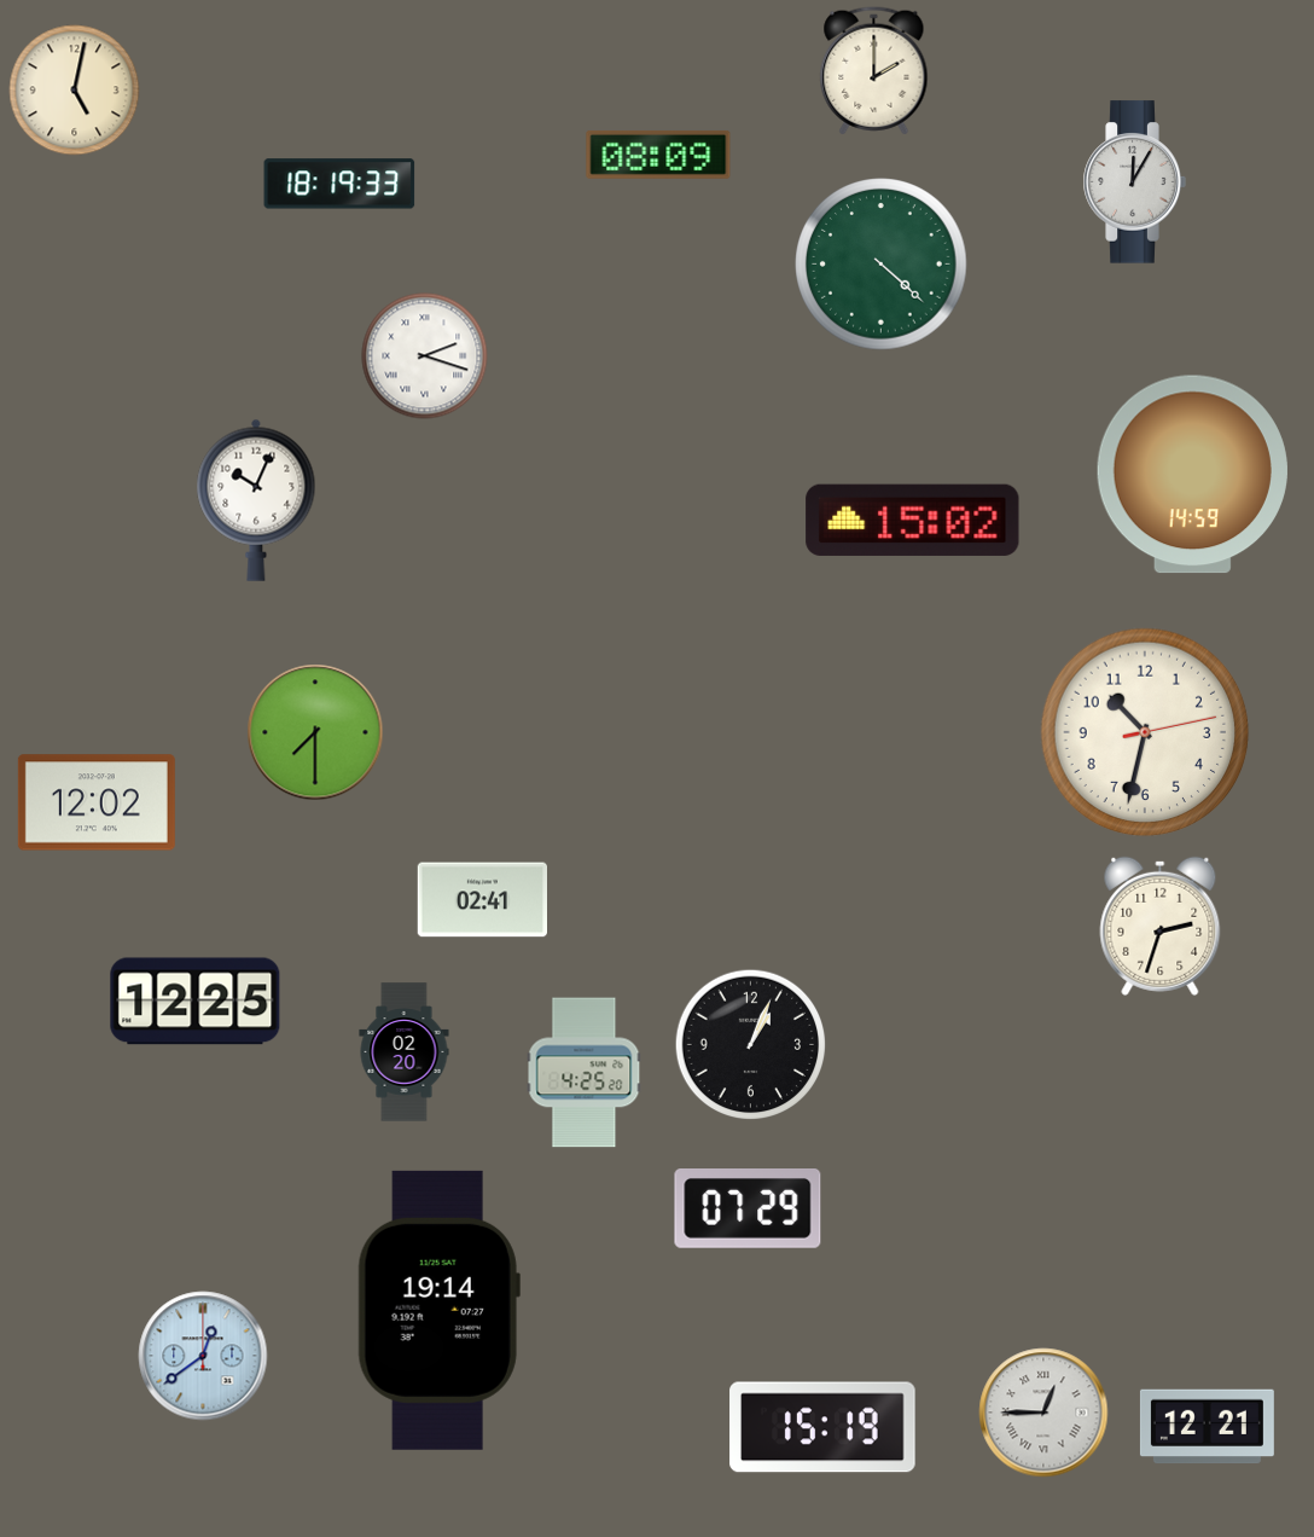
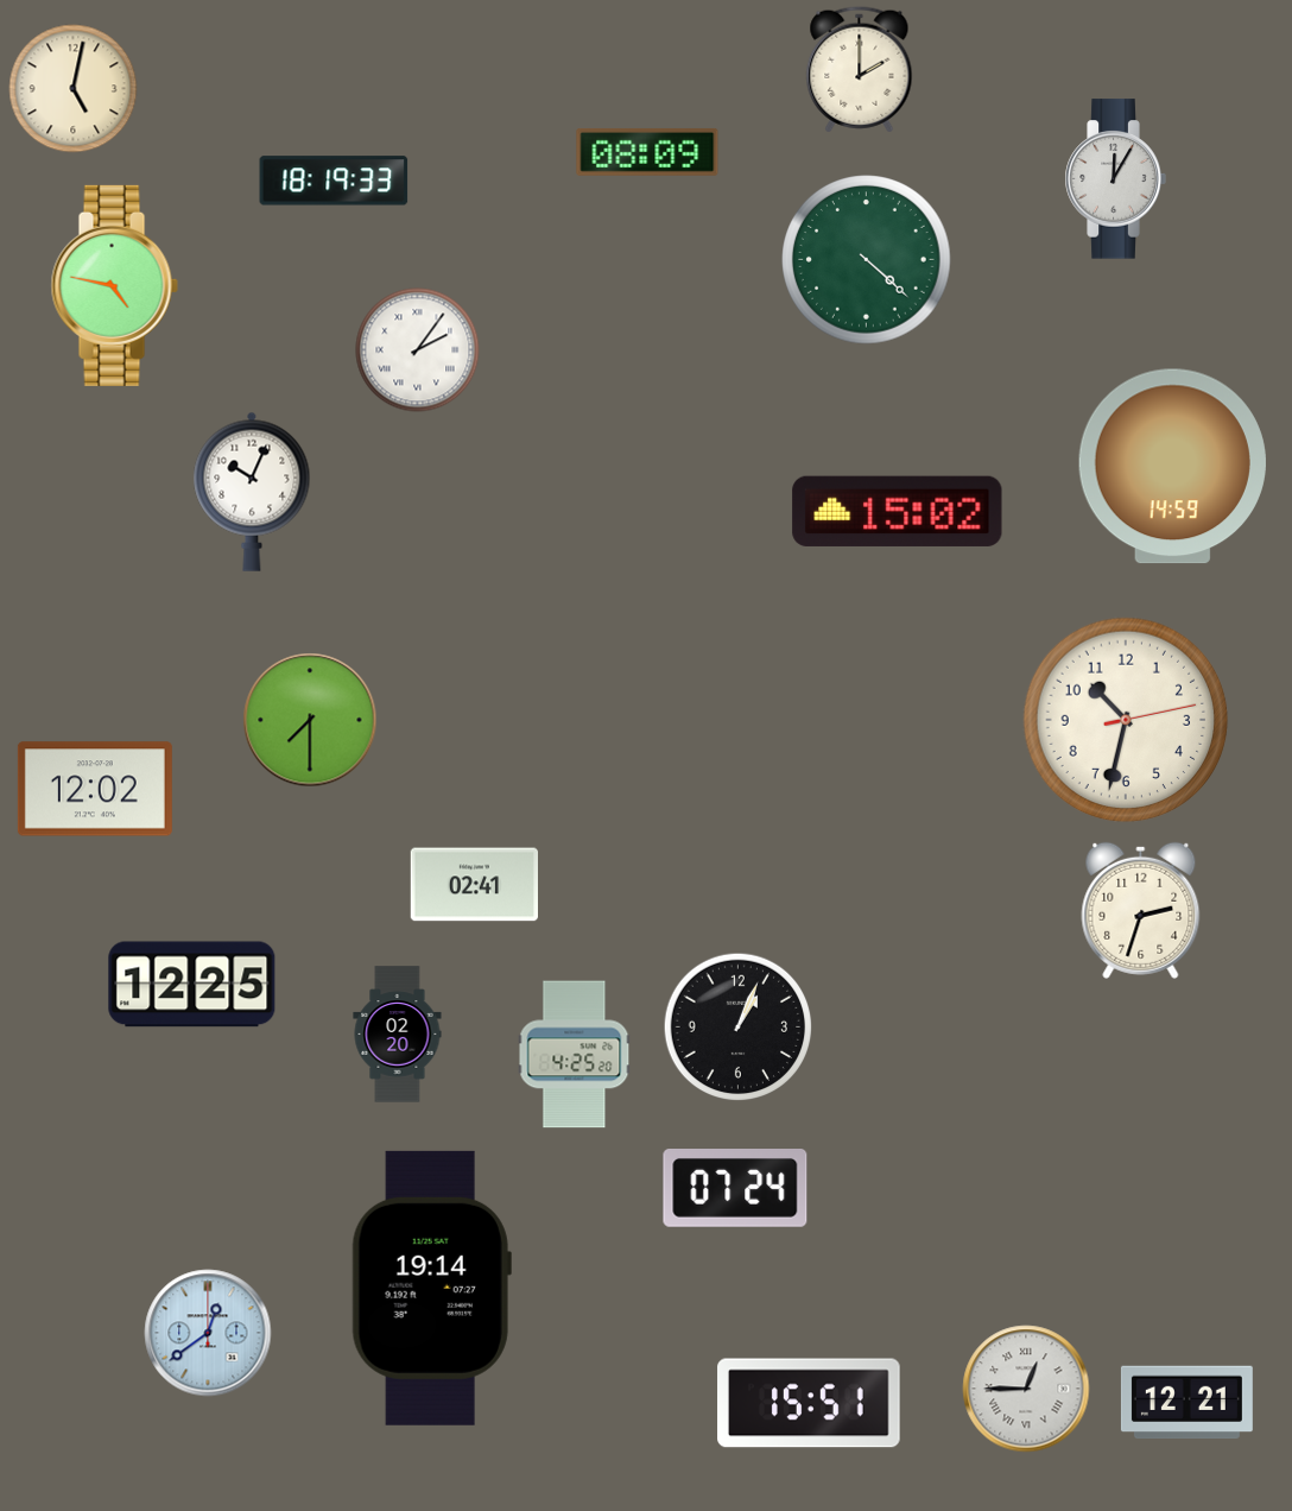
clock at (114, 285): none -> 4:47
clock at (425, 356): 2:18 -> 2:06
clock at (748, 1210): 07:29 -> 07:24
clock at (203, 1356) position: (203, 1356) -> (208, 1333)
clock at (822, 1427): 15:19 -> 15:51
